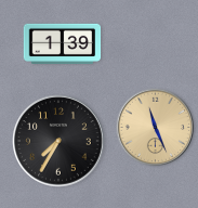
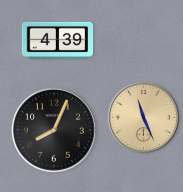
clock at (63, 43): 1:39 -> 4:39
clock at (58, 141): 7:35 -> 8:04
